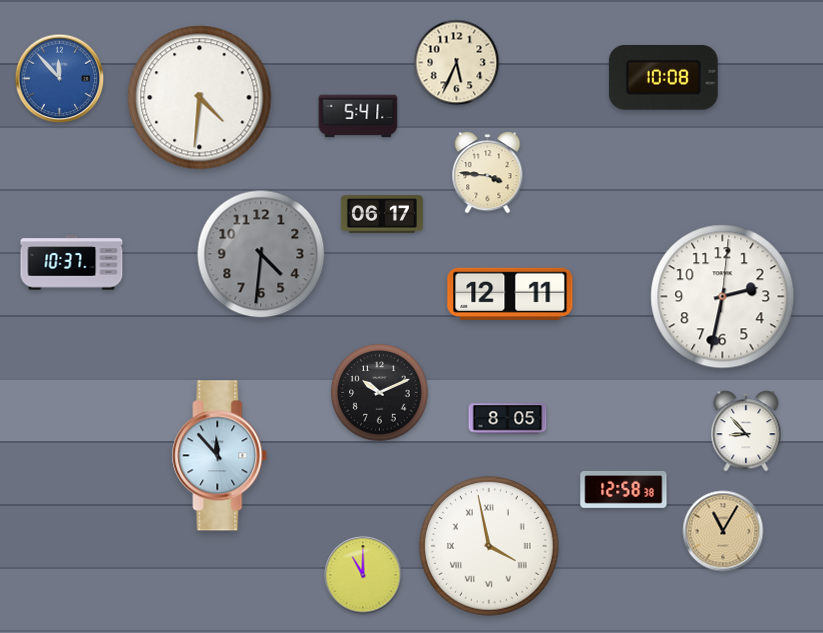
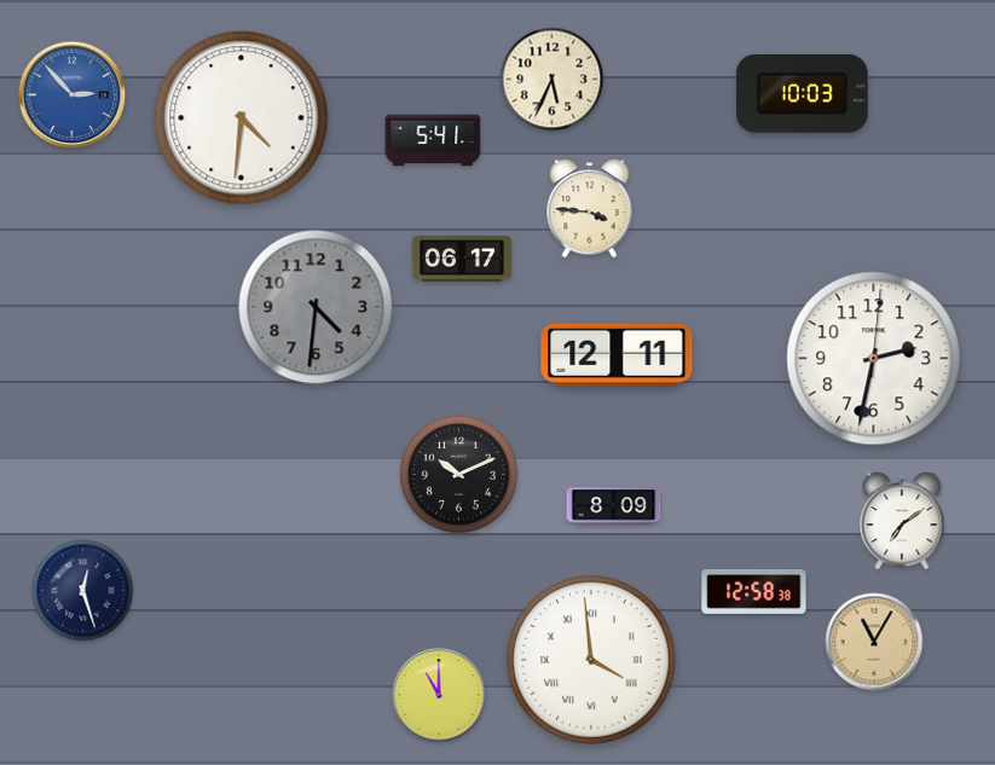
clock at (457, 63) position: (457, 63) -> (553, 80)
clock at (663, 77): 10:08 -> 10:03
clock at (60, 79): 11:53 -> 2:53
clock at (72, 263): 10:37 -> none
clock at (508, 419): 8:05 -> 8:09
clock at (746, 431): 8:53 -> 7:09
clock at (220, 456): 11:53 -> none
clock at (83, 591): none -> 12:27
clock at (489, 546): 3:58 -> 3:59
